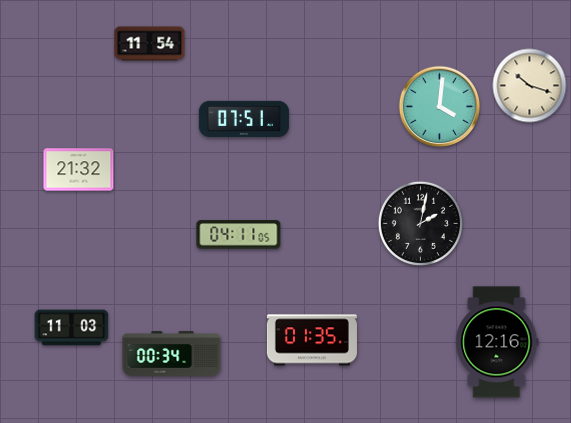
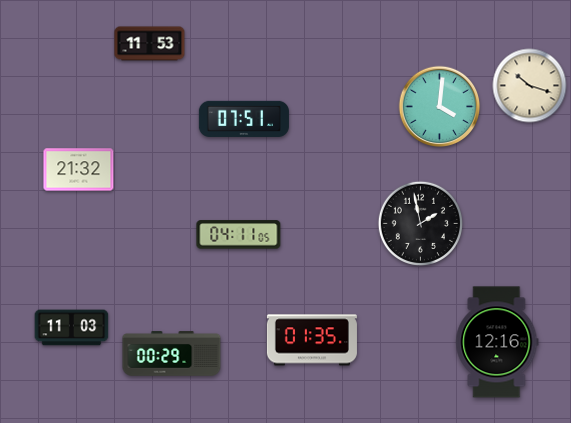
clock at (150, 44): 11:54 -> 11:53
clock at (420, 223): 2:02 -> 1:58
clock at (172, 354): 00:34 -> 00:29
